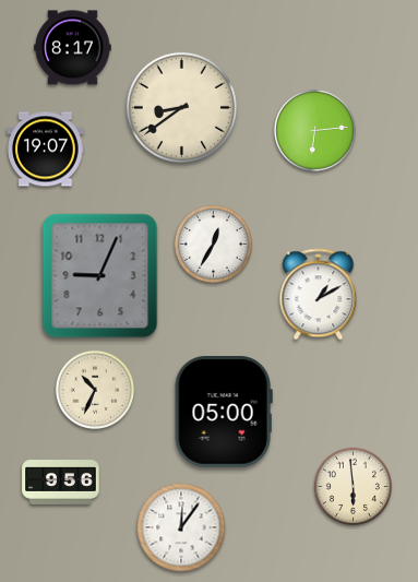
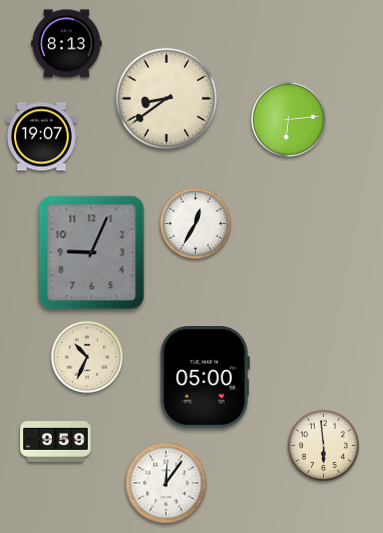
clock at (73, 48): 8:17 -> 8:13
clock at (319, 295): 1:10 -> none
clock at (61, 483): 9:56 -> 9:59
